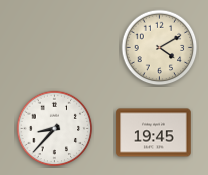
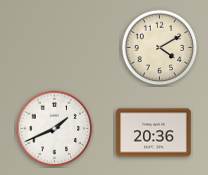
clock at (55, 129): 8:37 -> 1:41
clock at (154, 133): 19:45 -> 20:36
